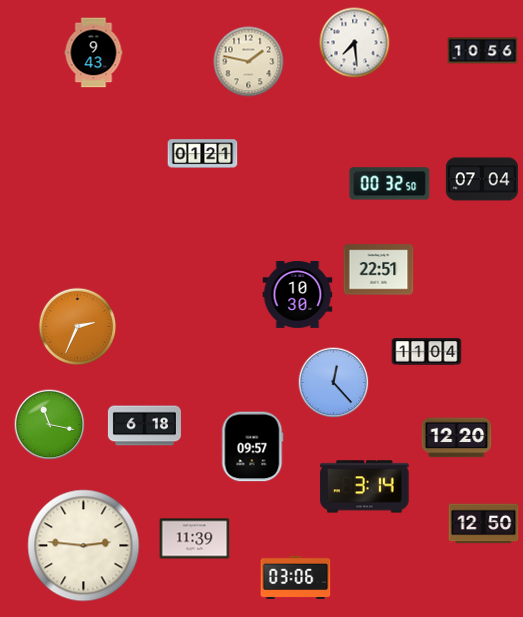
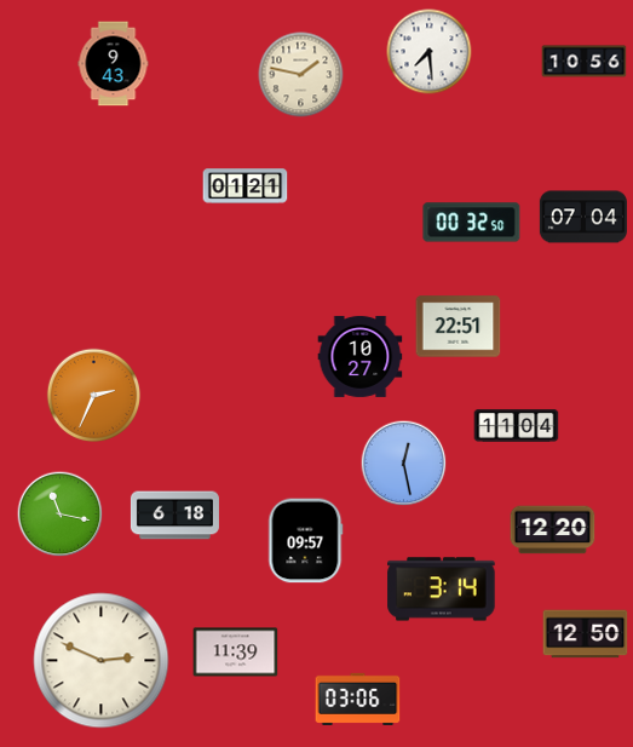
clock at (298, 294): 10:30 -> 10:27
clock at (334, 383): 12:23 -> 12:28
clock at (84, 546): 2:46 -> 2:49
